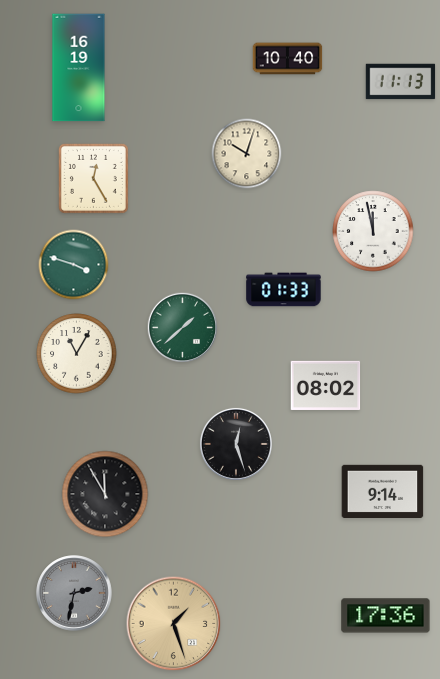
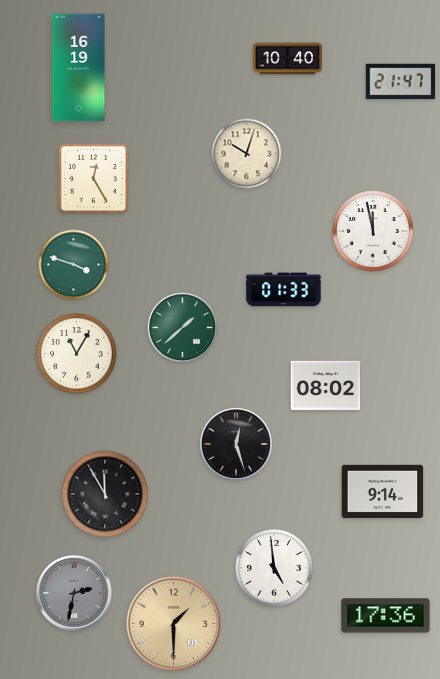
clock at (401, 82): 11:13 -> 21:47
clock at (274, 568): none -> 4:59
clock at (174, 624): 1:27 -> 1:30
